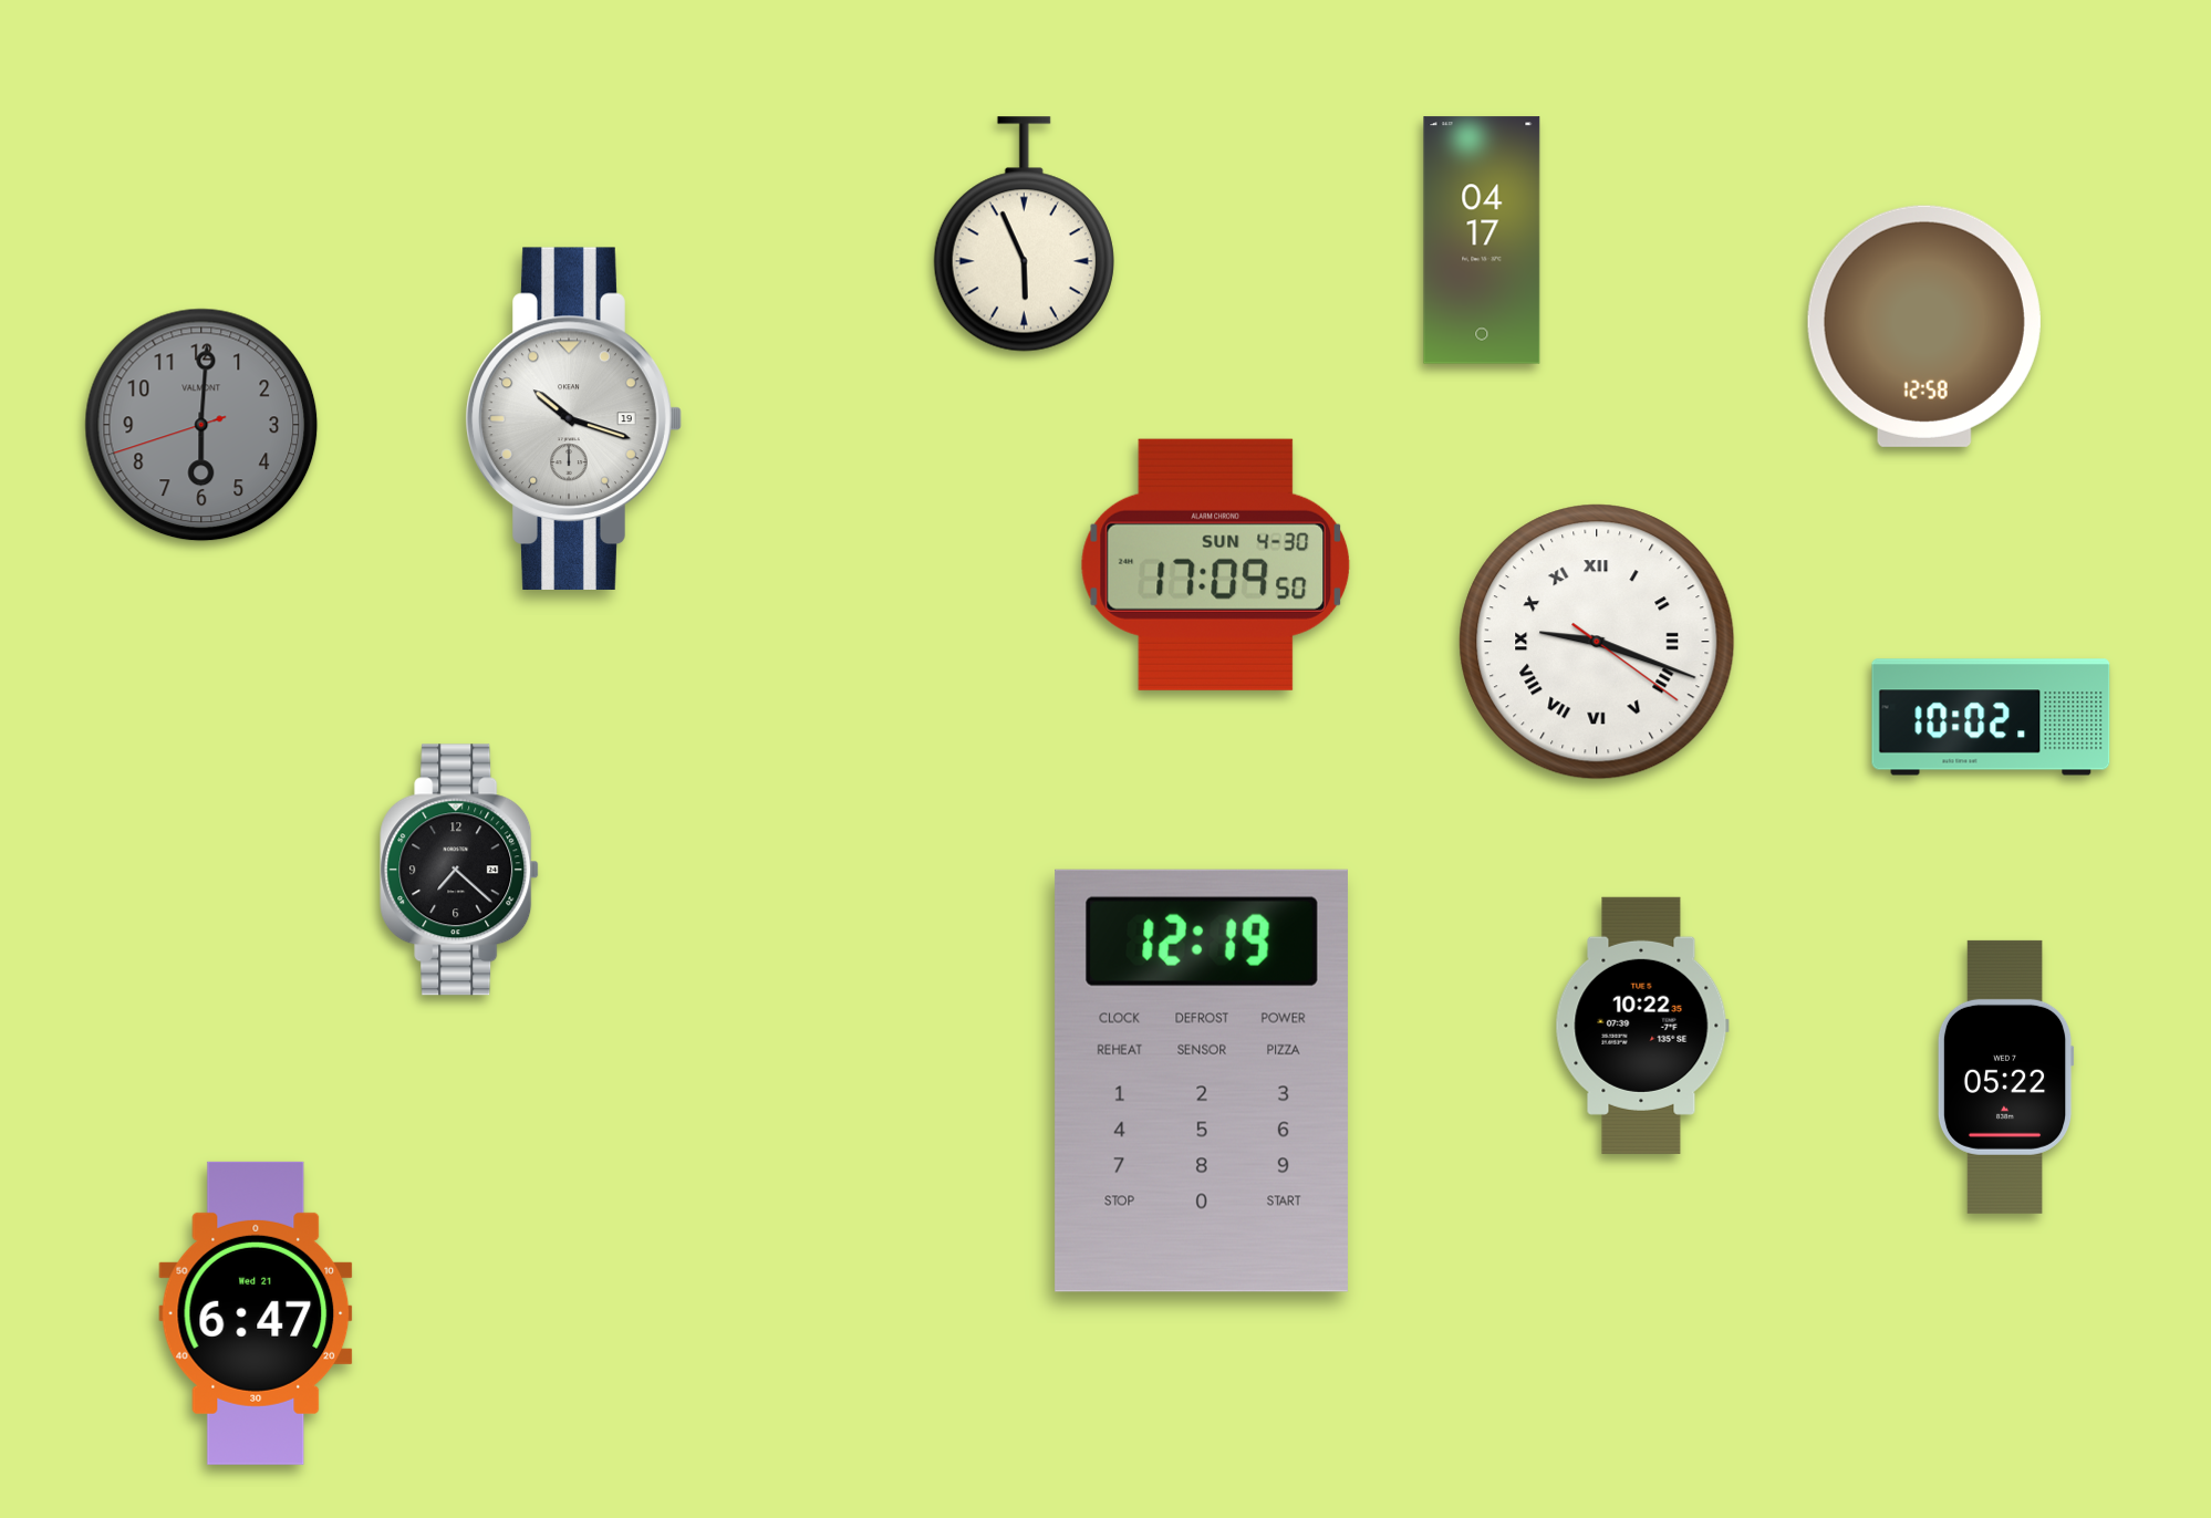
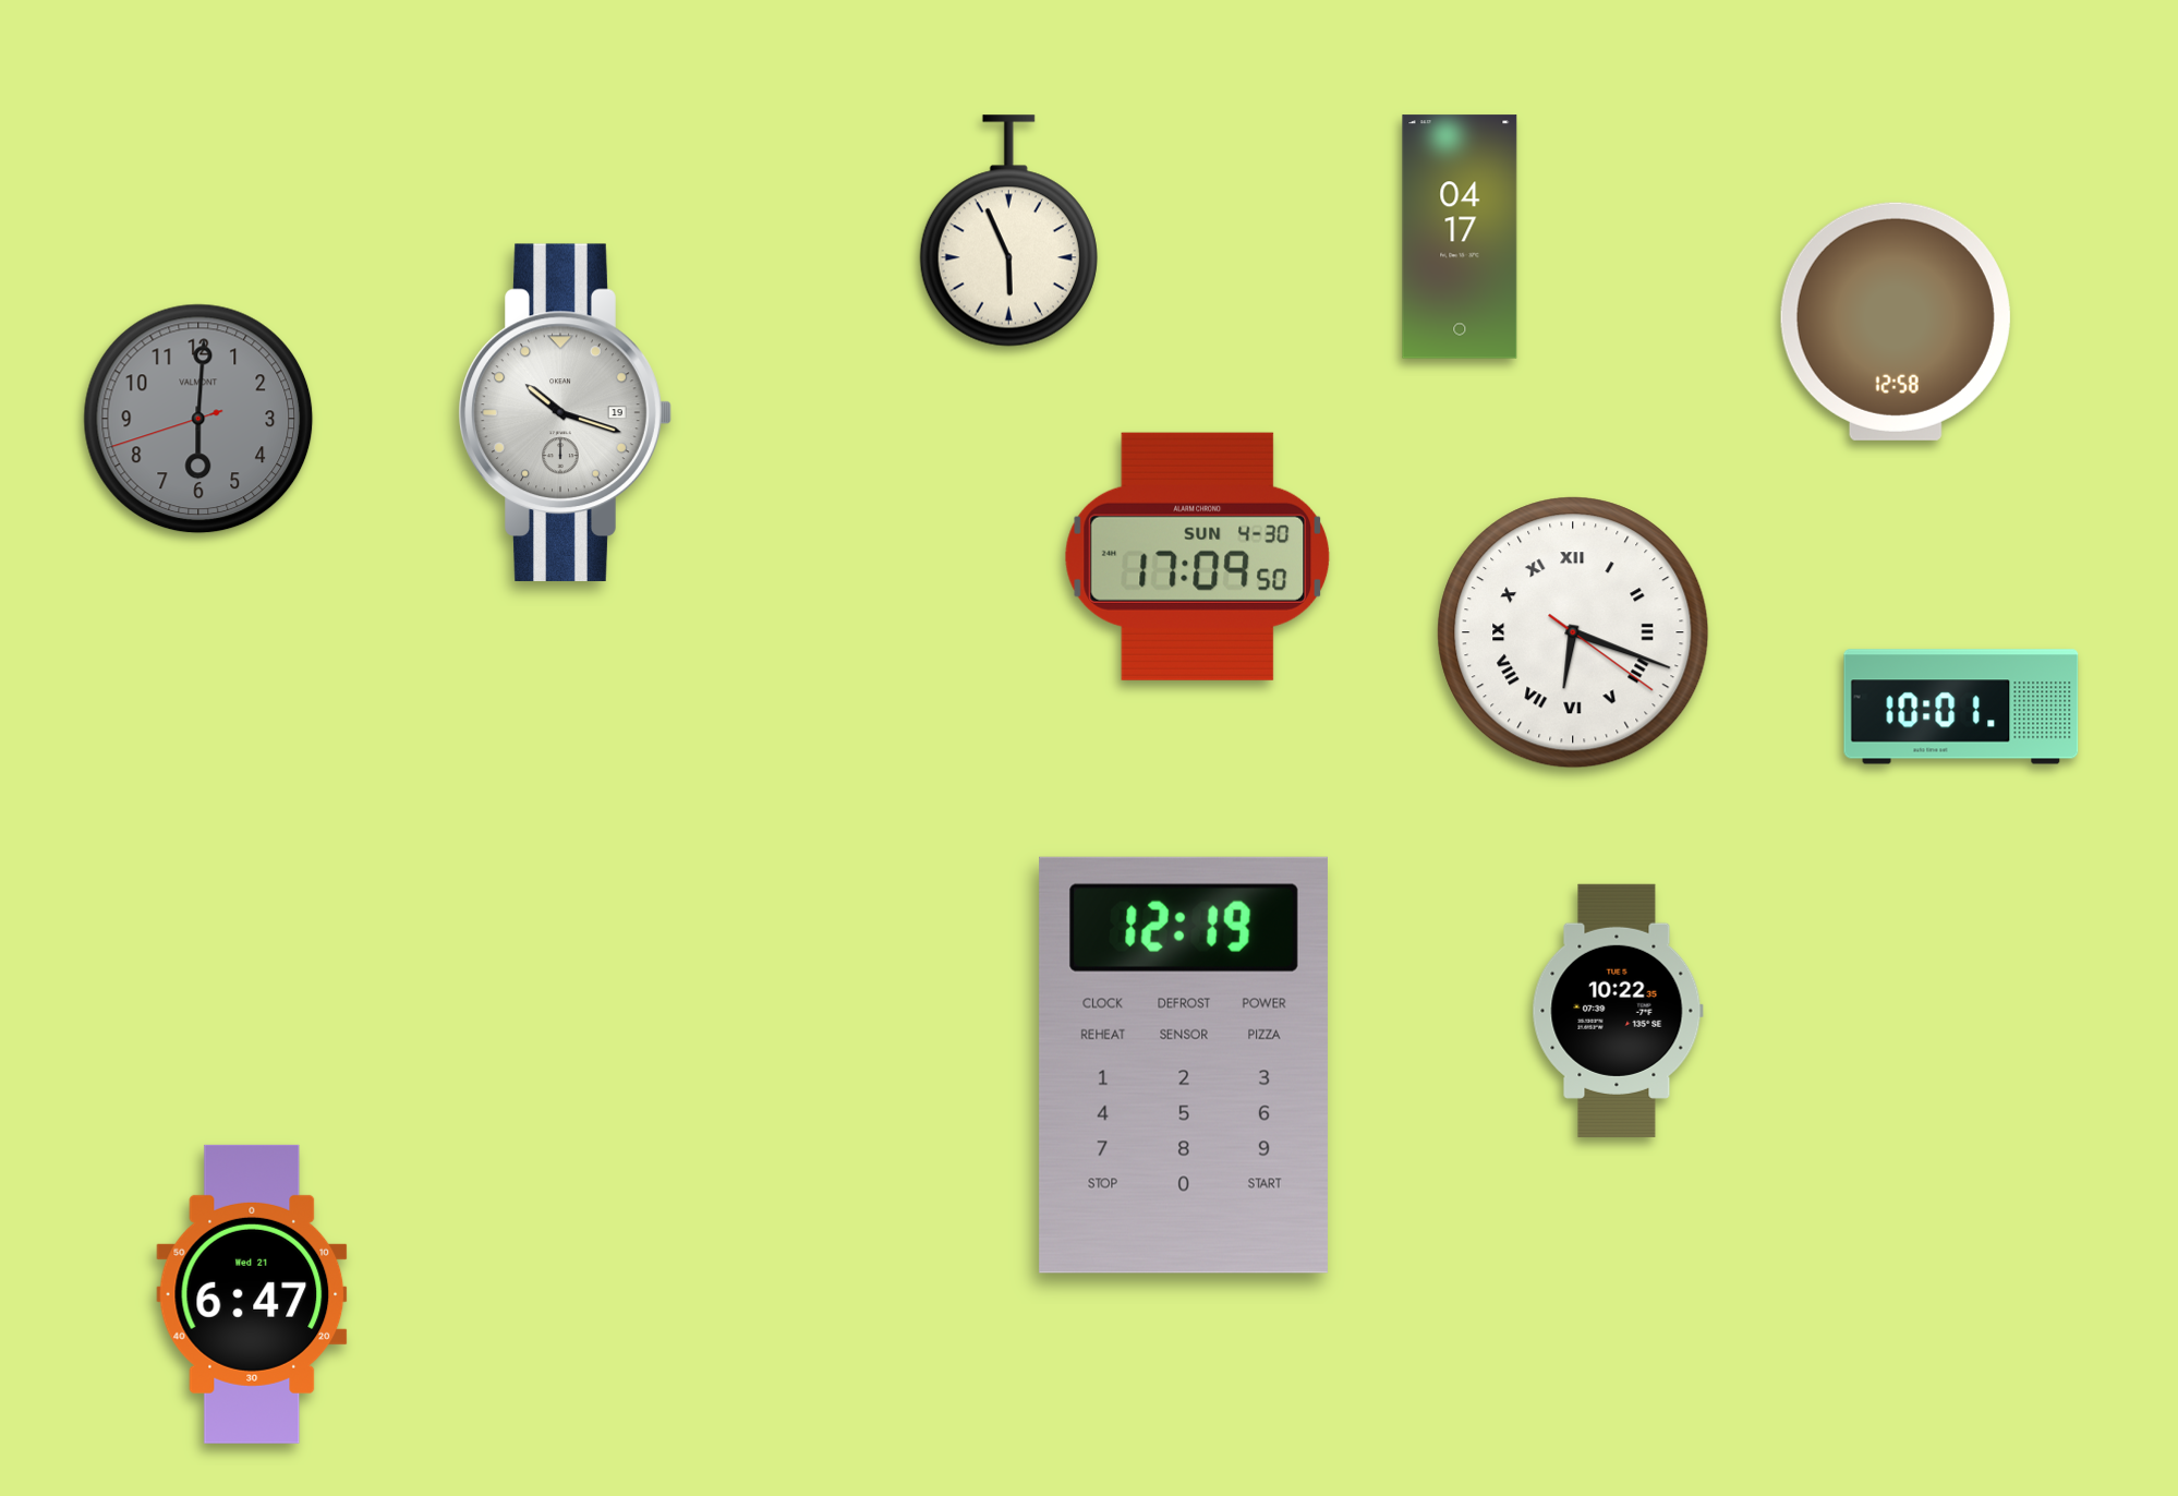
clock at (1597, 642): 9:18 -> 6:18
clock at (1991, 717): 10:02 -> 10:01
clock at (459, 870): 7:22 -> none
clock at (2005, 1077): 05:22 -> none
